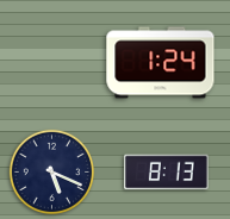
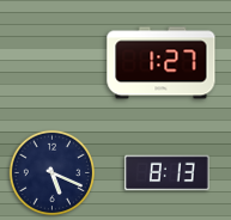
clock at (161, 63): 1:24 -> 1:27
